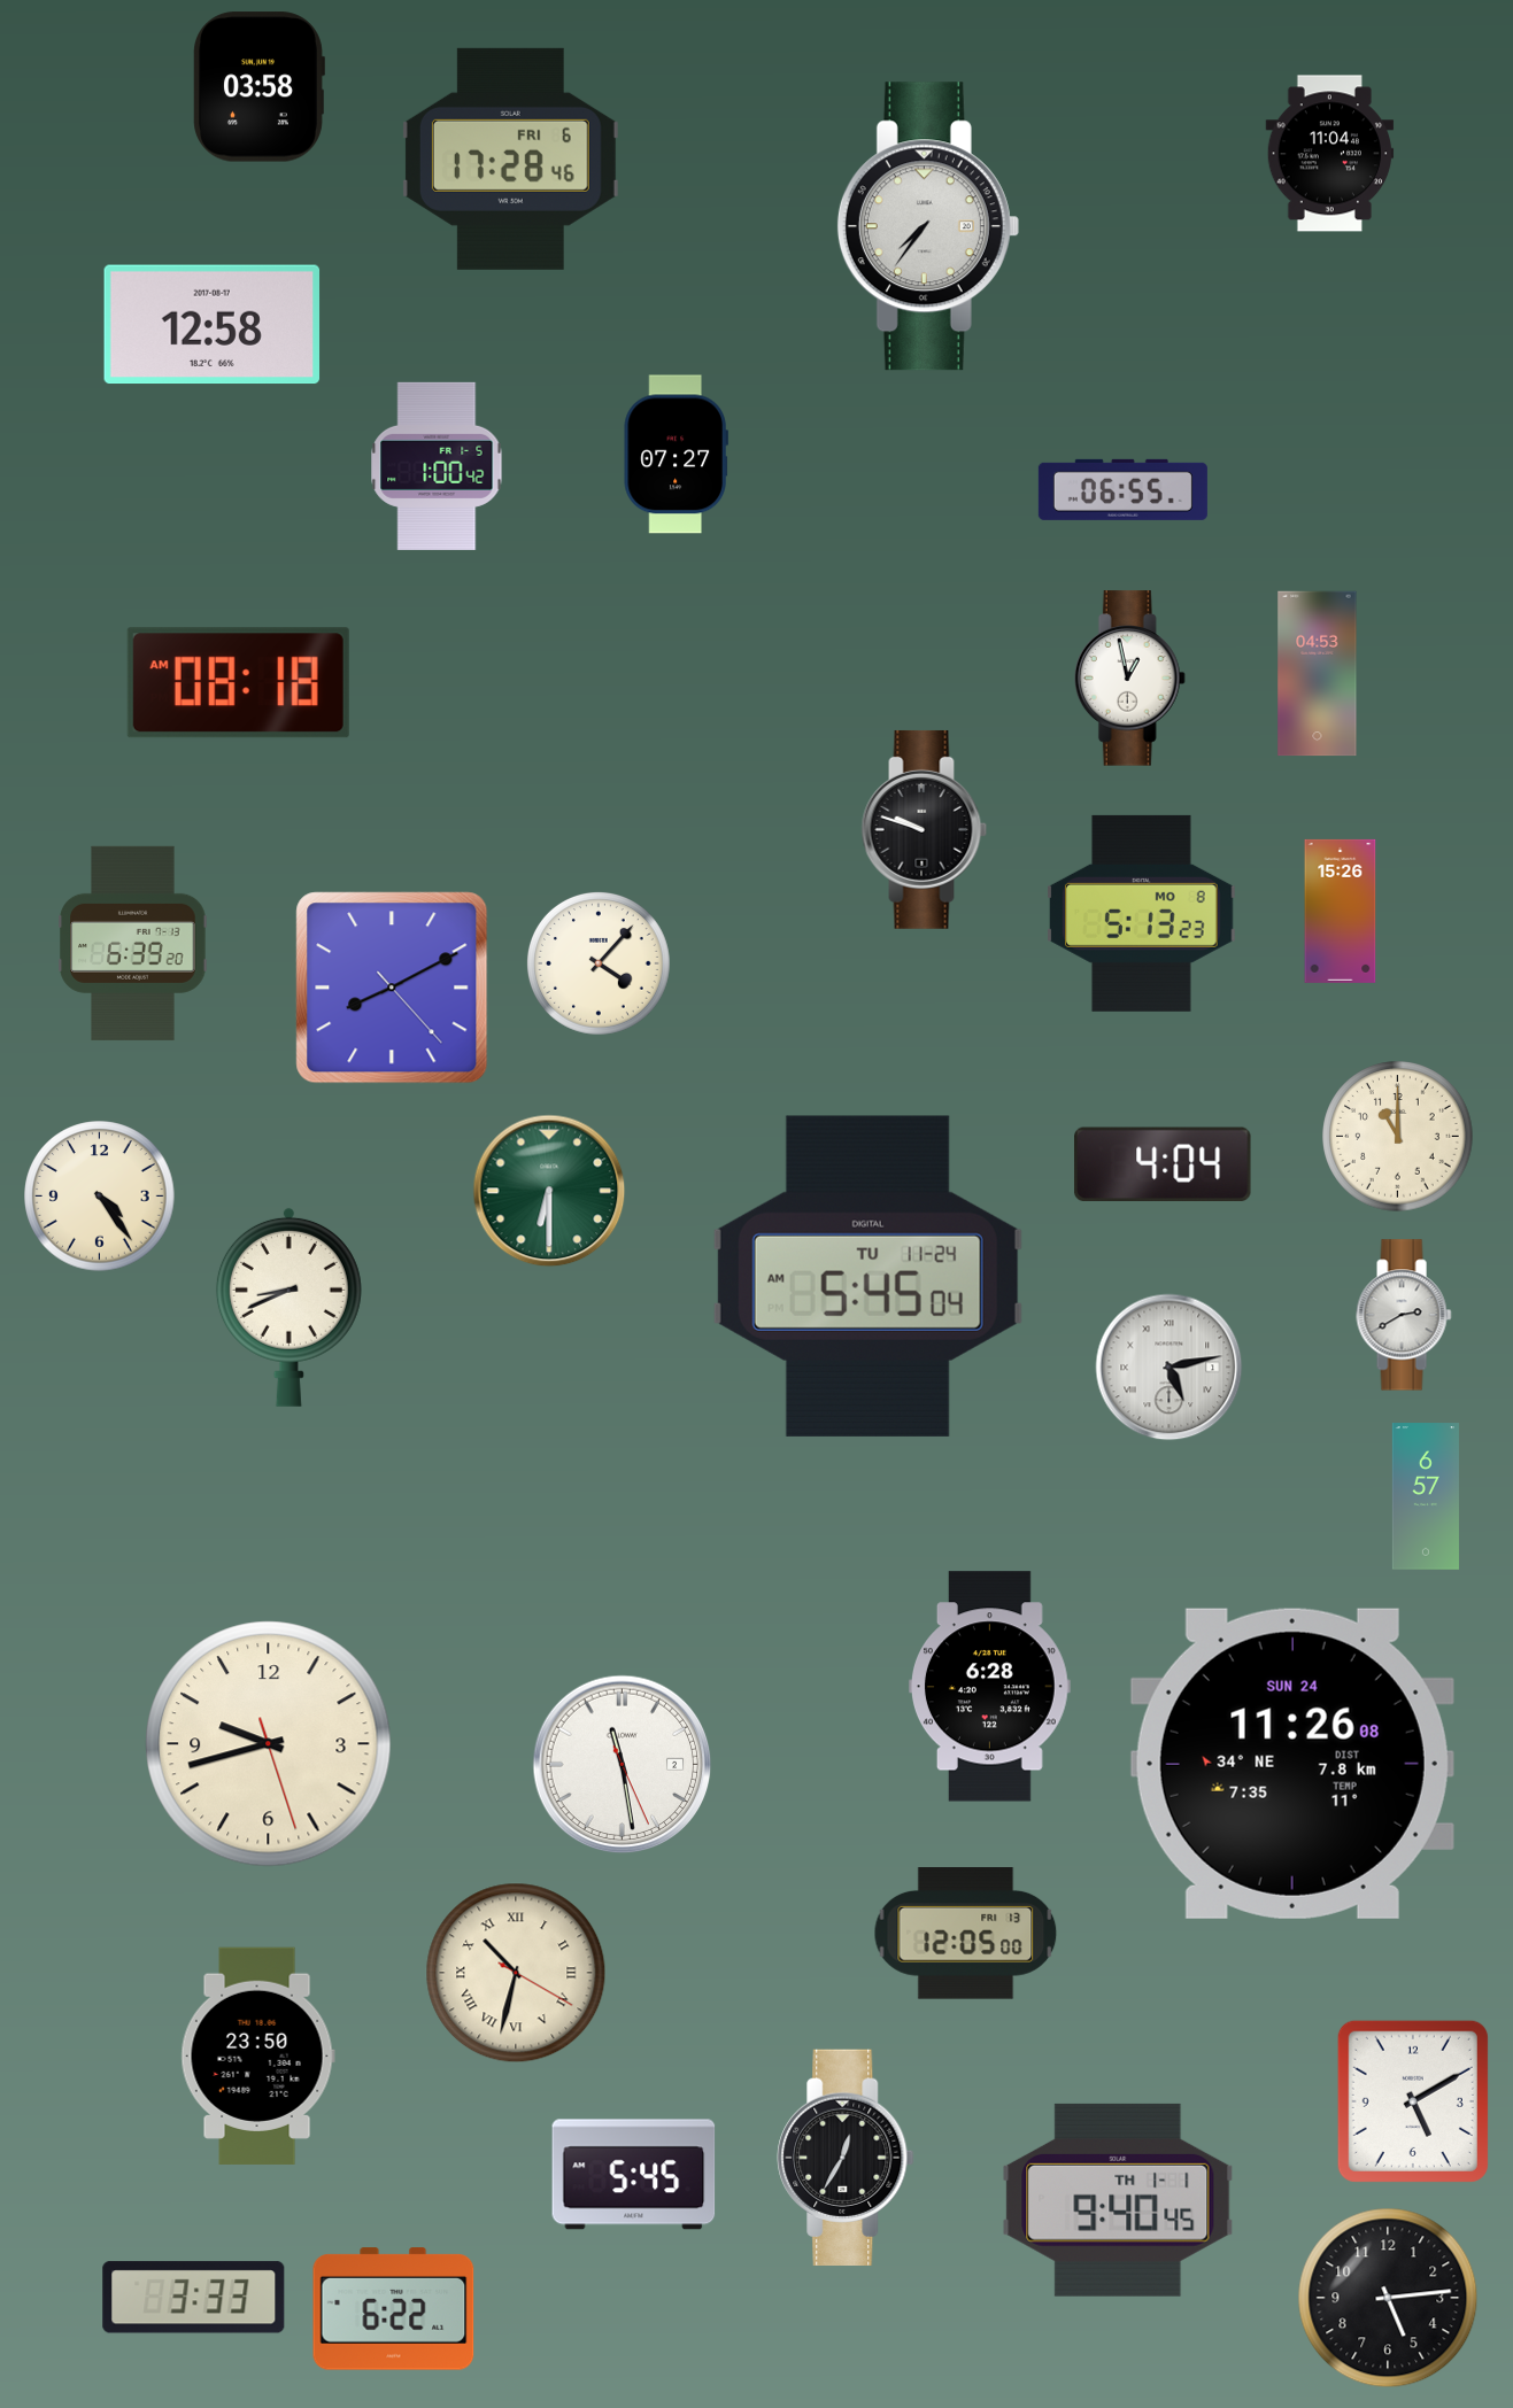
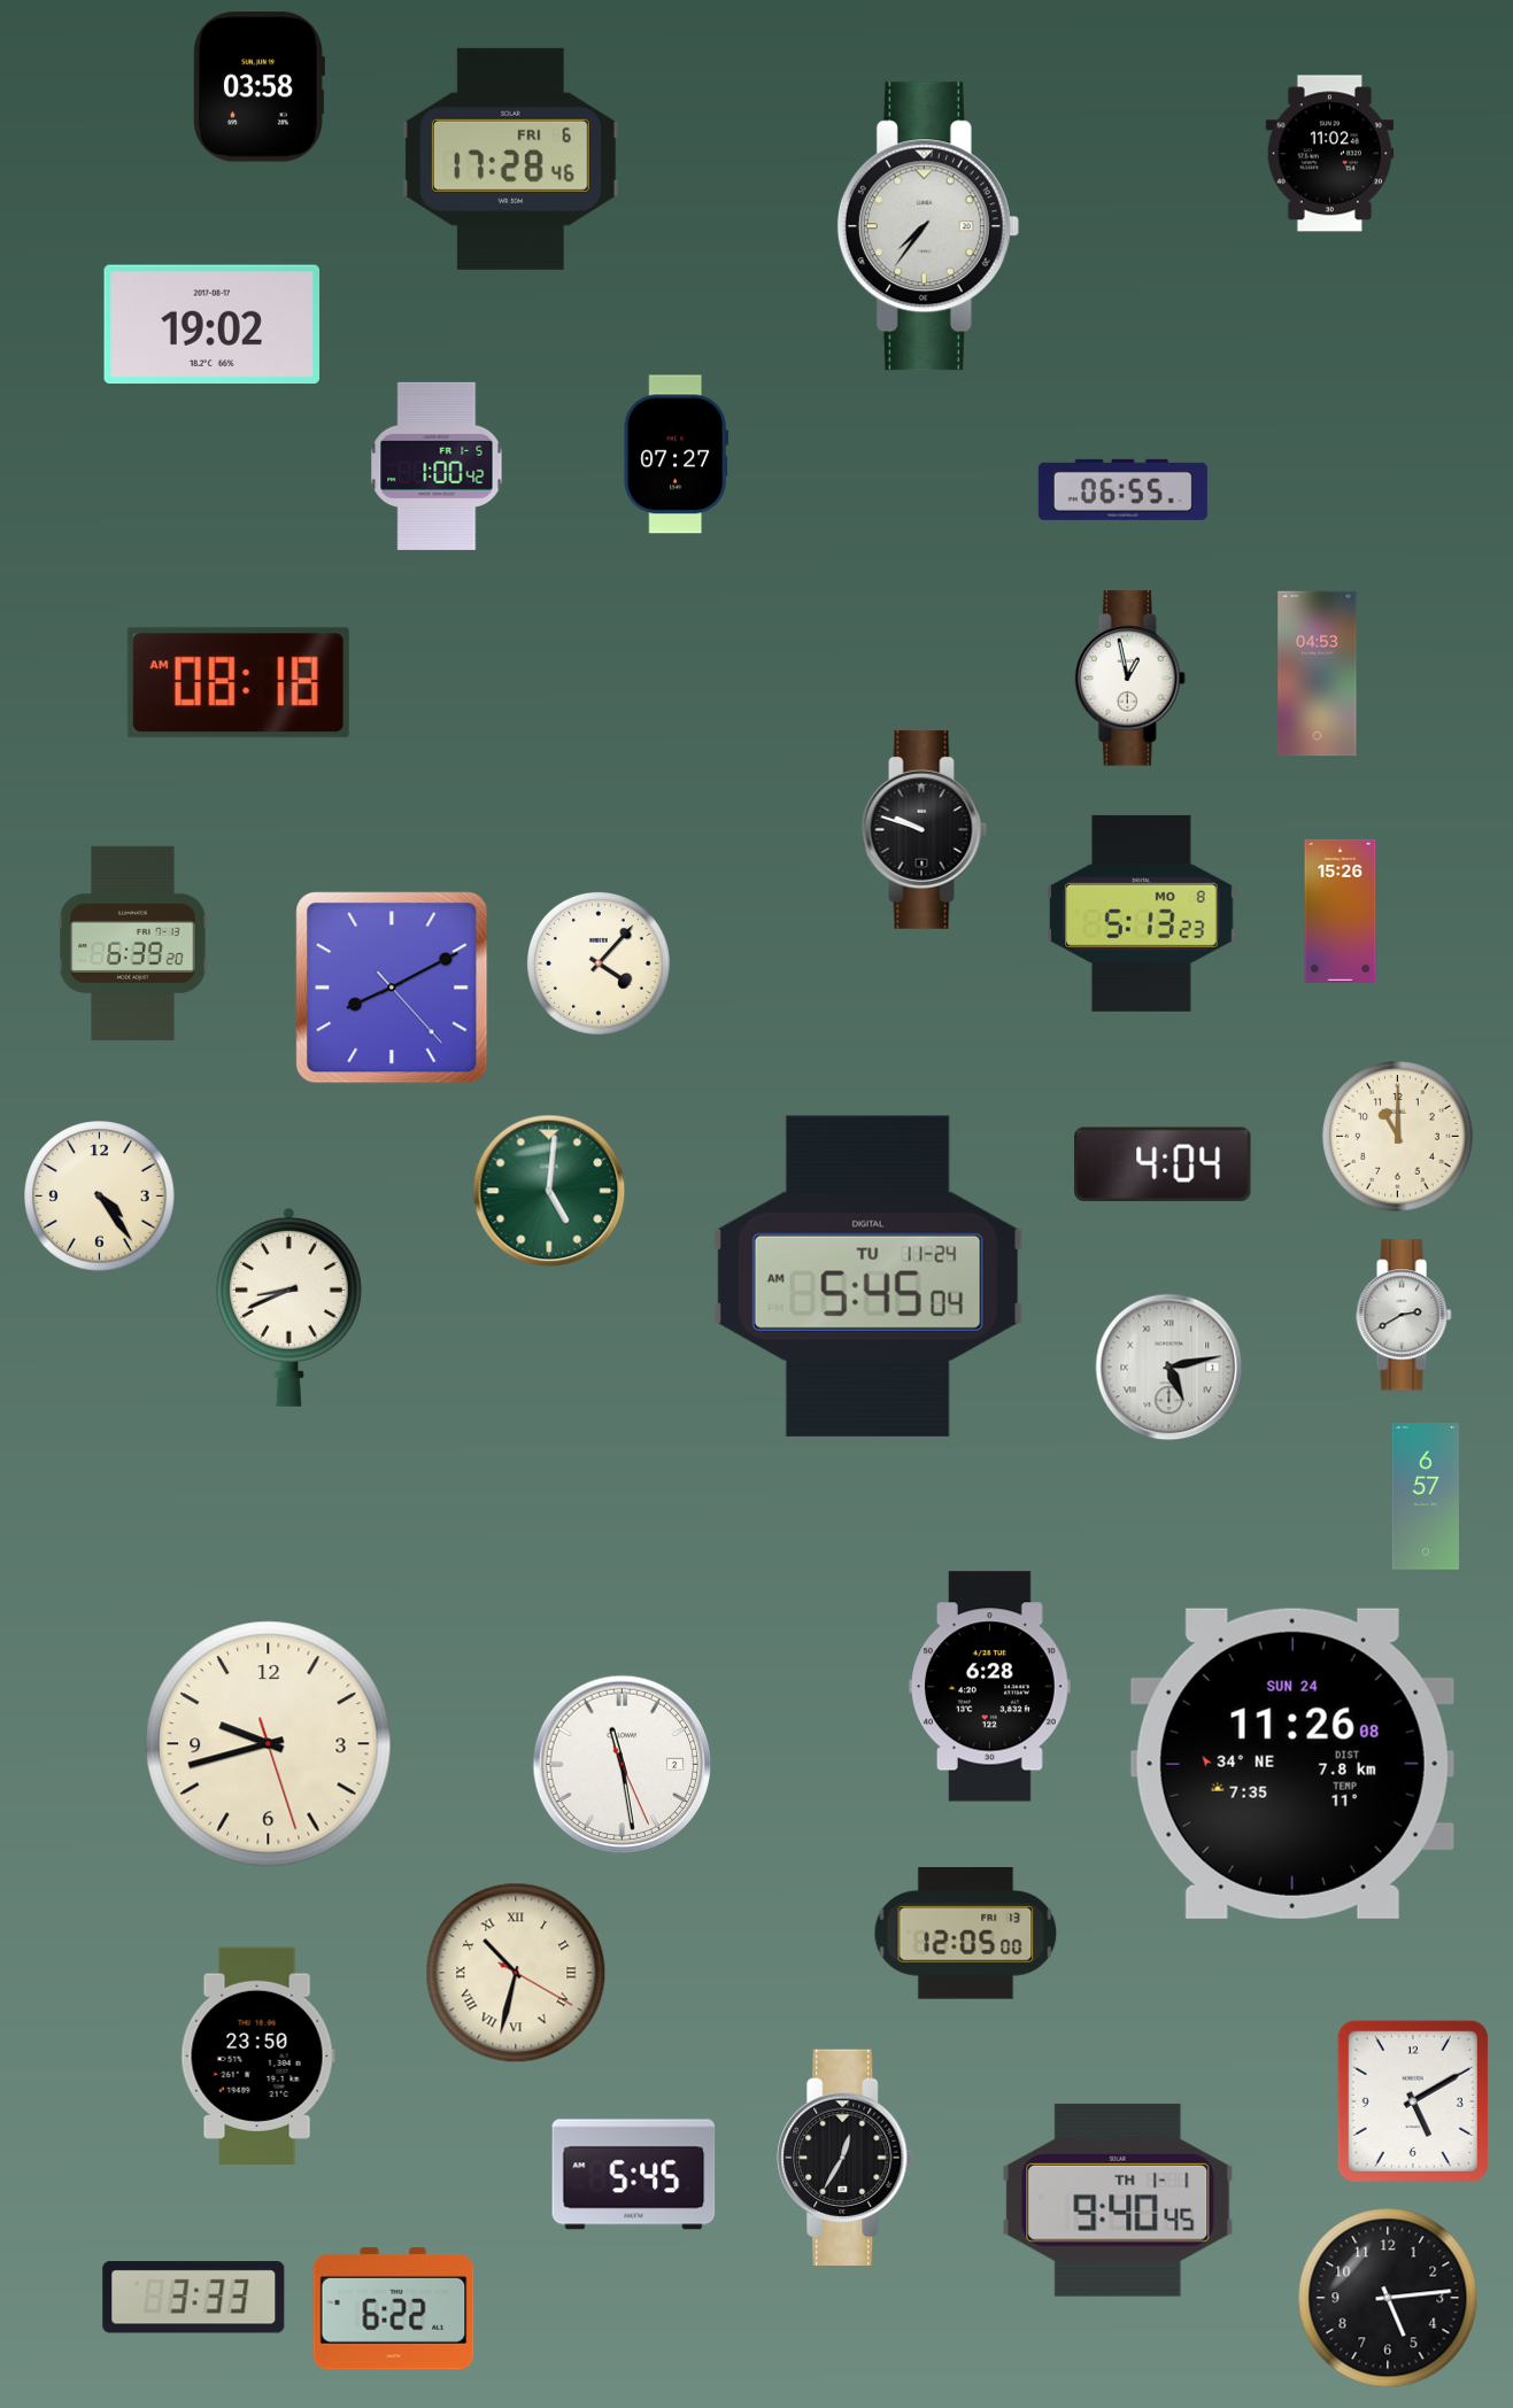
clock at (1330, 154): 11:04 -> 11:02
clock at (213, 325): 12:58 -> 19:02
clock at (549, 1191): 6:30 -> 5:01
